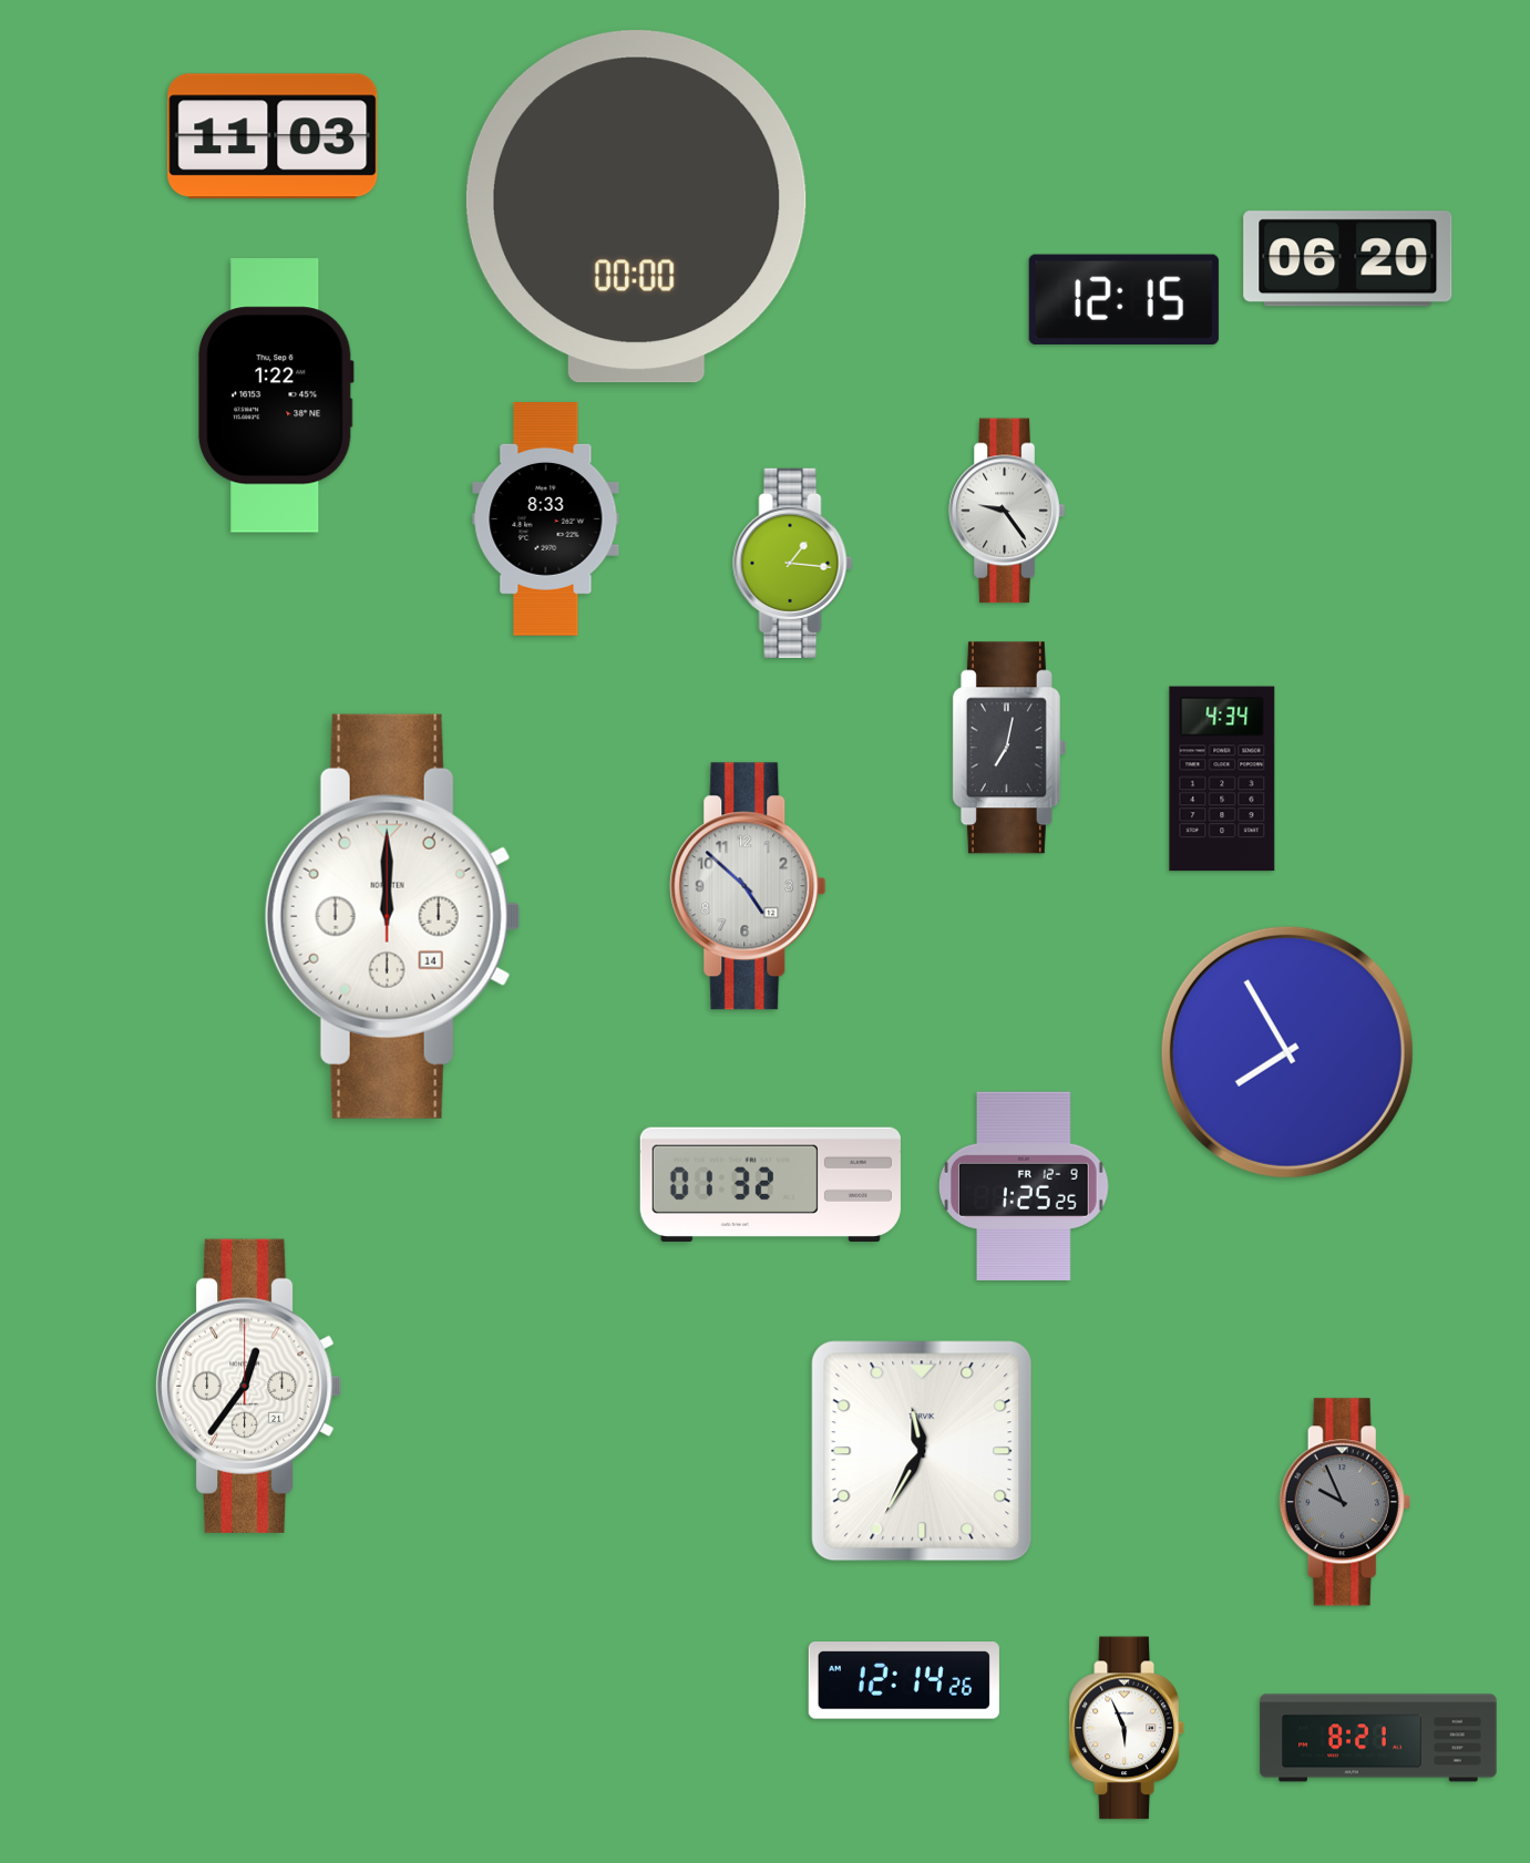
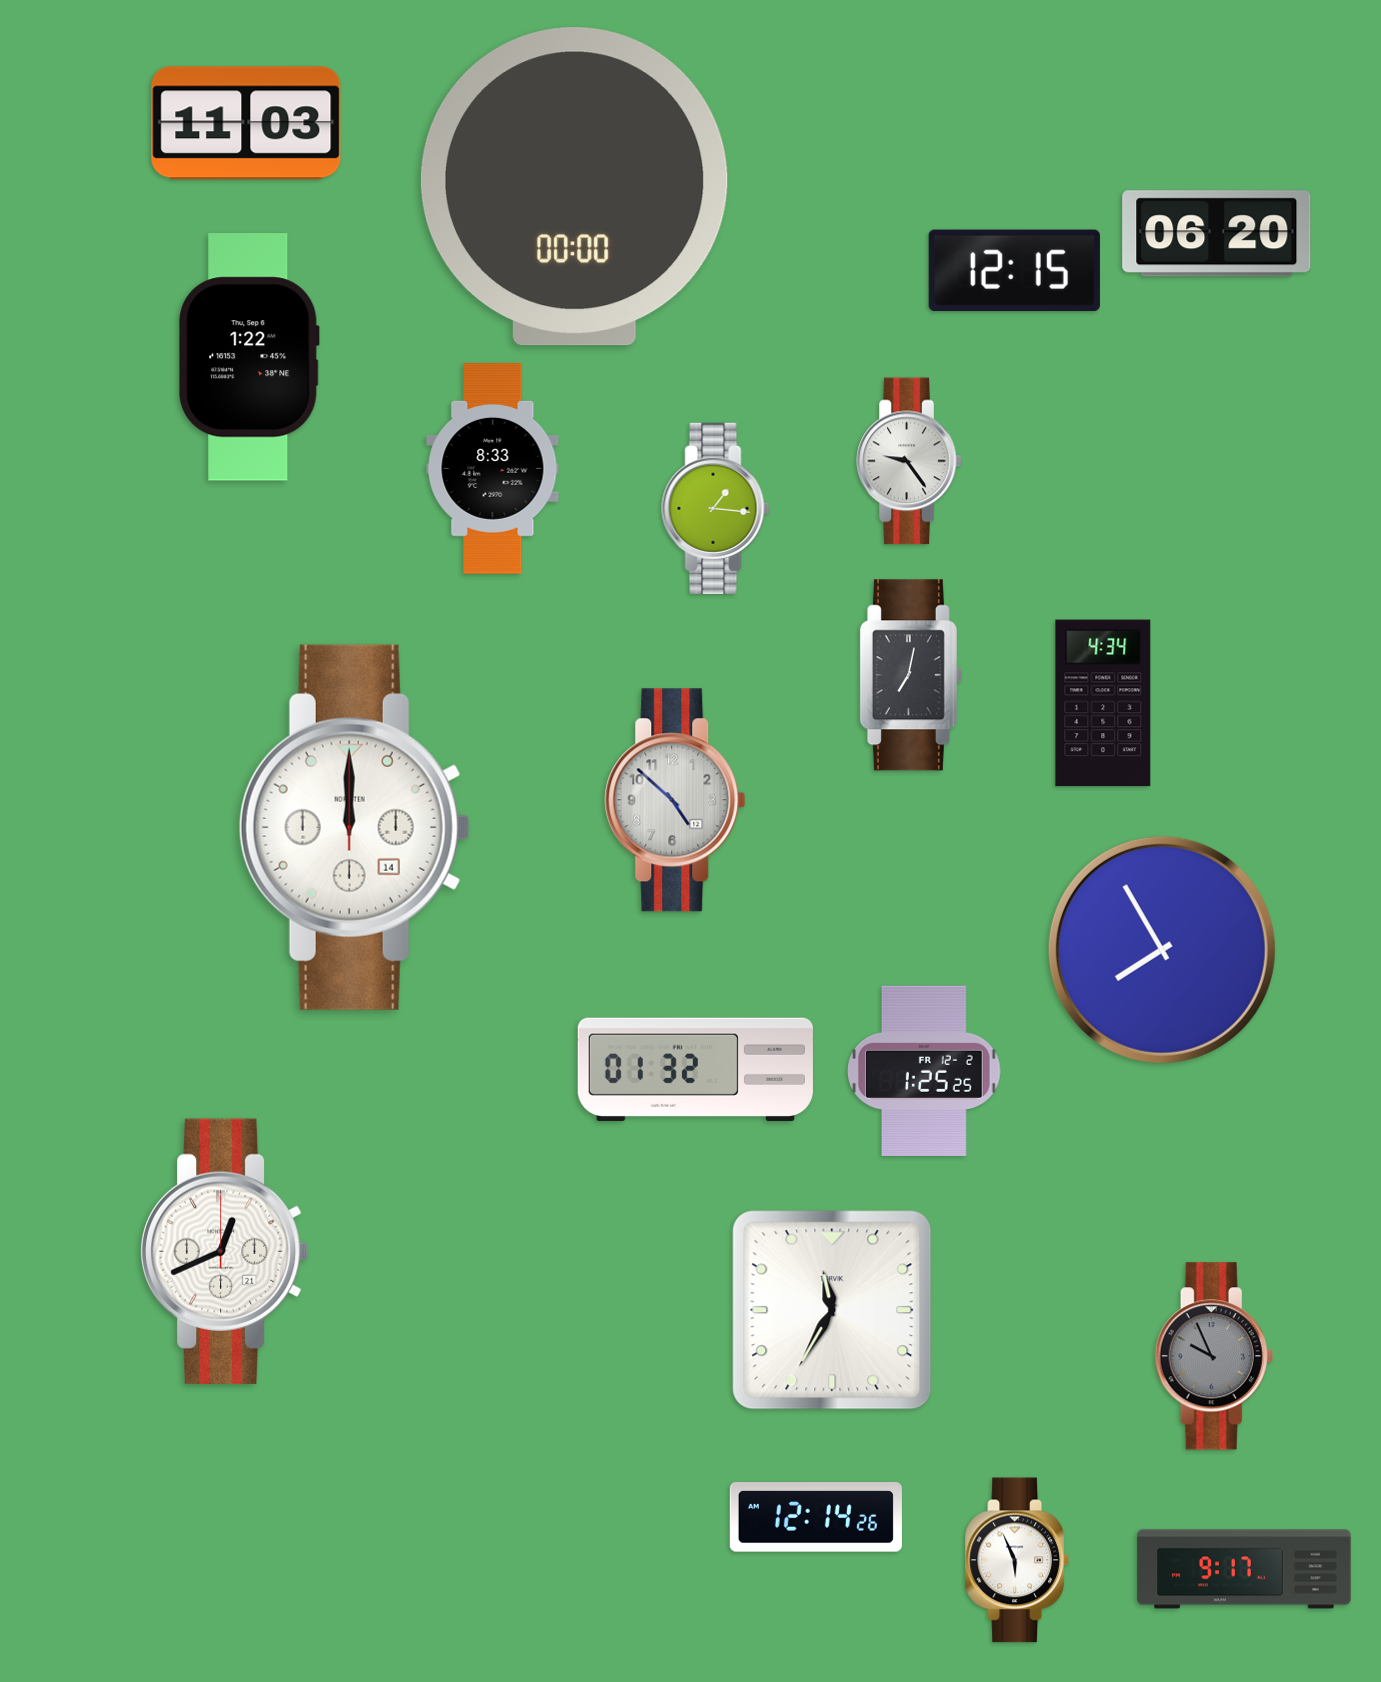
clock at (1025, 1186) date: FR 12-9 -> FR 12-2
clock at (249, 1386): 12:36 -> 12:41
clock at (1378, 1738): 8:21 -> 9:17
